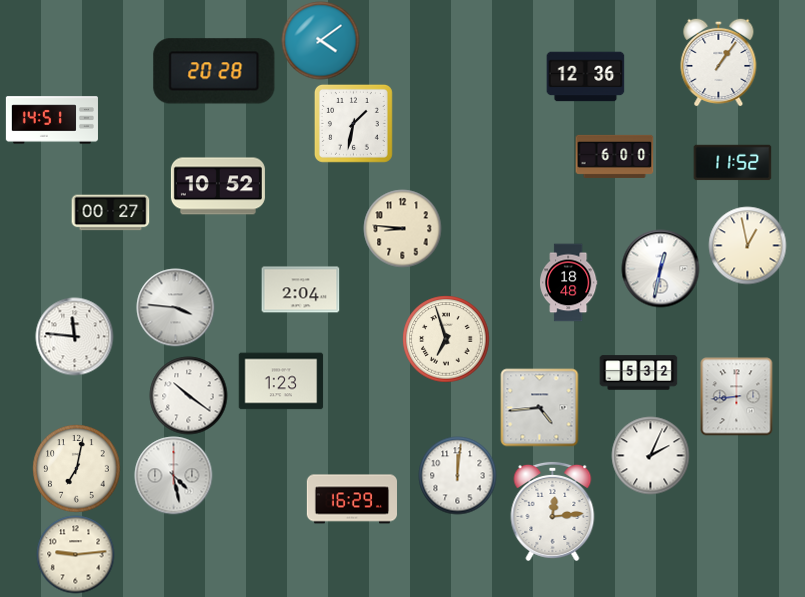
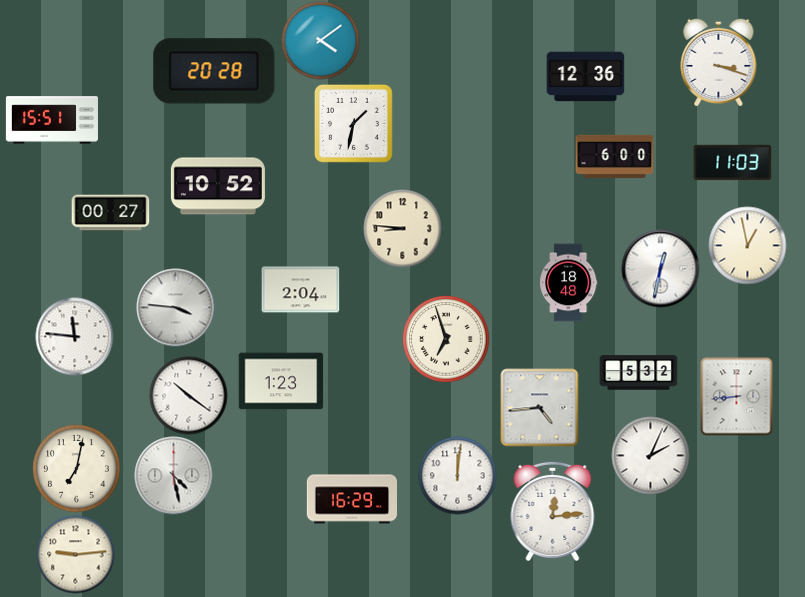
clock at (719, 62): 1:06 -> 3:18
clock at (52, 120): 14:51 -> 15:51
clock at (732, 163): 11:52 -> 11:03
